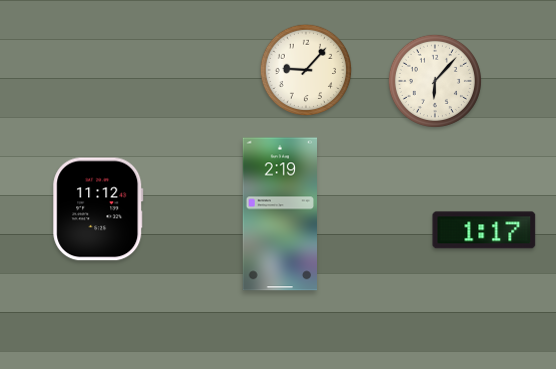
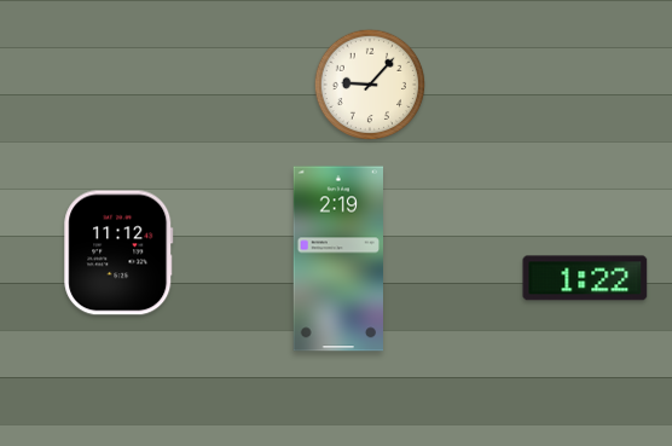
clock at (435, 81): 6:07 -> none
clock at (484, 230): 1:17 -> 1:22
